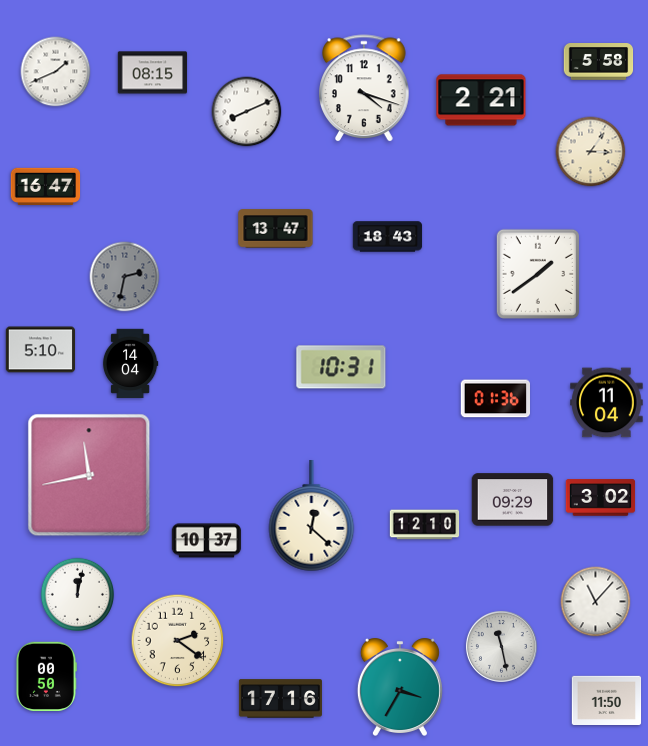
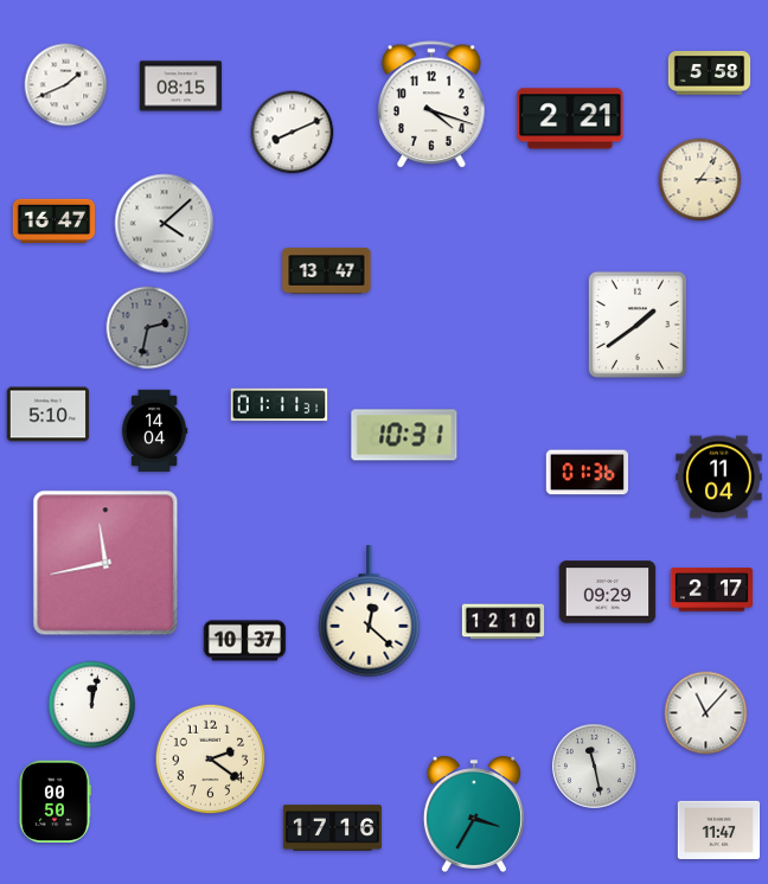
clock at (165, 224): none -> 4:08
clock at (388, 237): 18:43 -> none
clock at (280, 405): none -> 01:11
clock at (601, 498): 3:02 -> 2:17
clock at (607, 700): 11:50 -> 11:47
